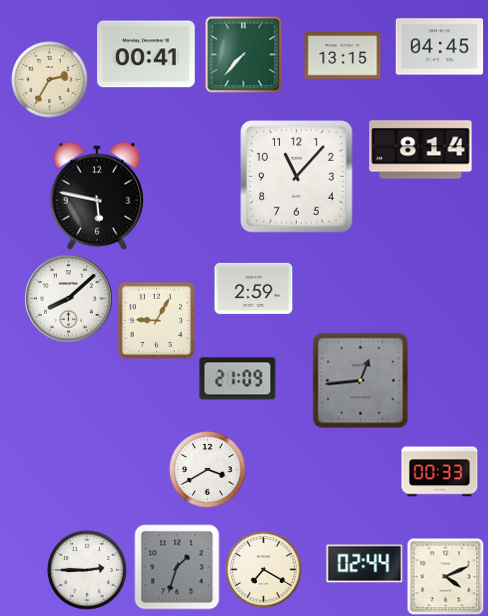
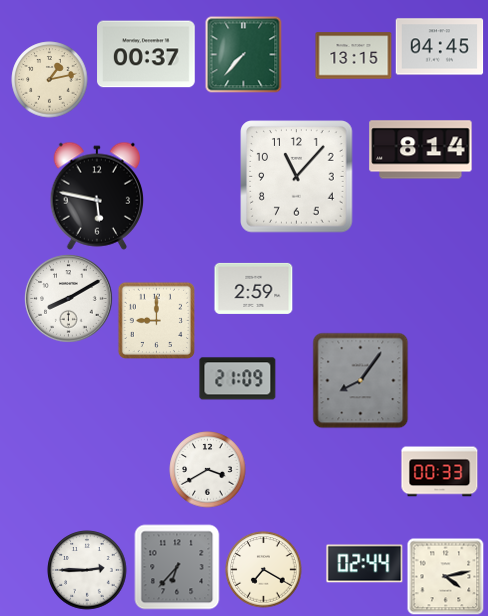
clock at (146, 54): 00:41 -> 00:37
clock at (343, 56) position: (343, 56) -> (354, 56)
clock at (50, 80): 2:35 -> 1:13
clock at (69, 299): 8:08 -> 8:10
clock at (156, 320): 9:05 -> 9:00
clock at (361, 381): 12:44 -> 8:06
clock at (177, 567): 1:33 -> 6:37
clock at (445, 576): 4:11 -> 4:13
